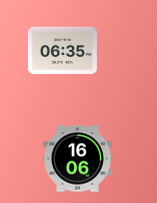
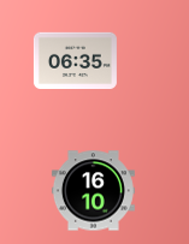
clock at (77, 159): 16:06 -> 16:10
